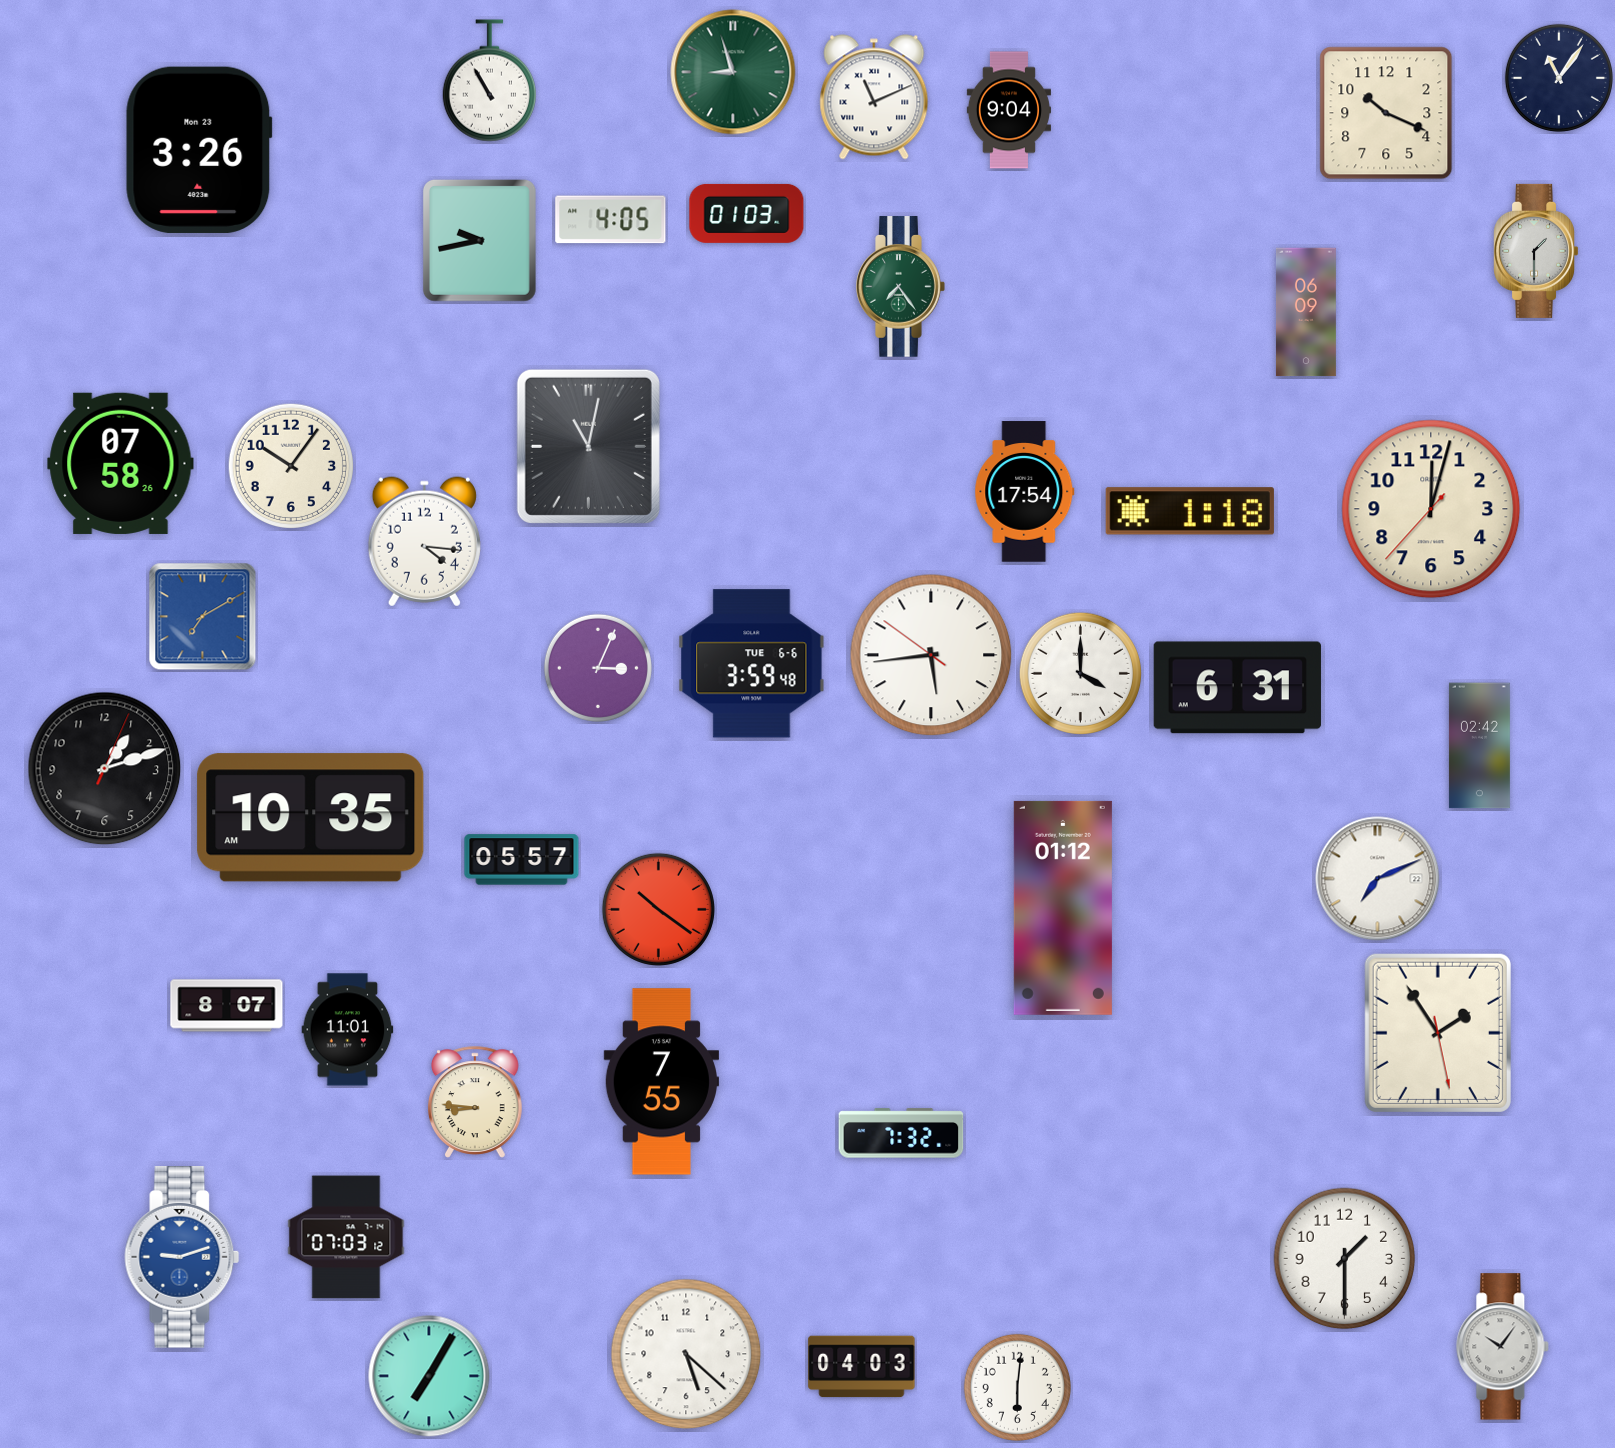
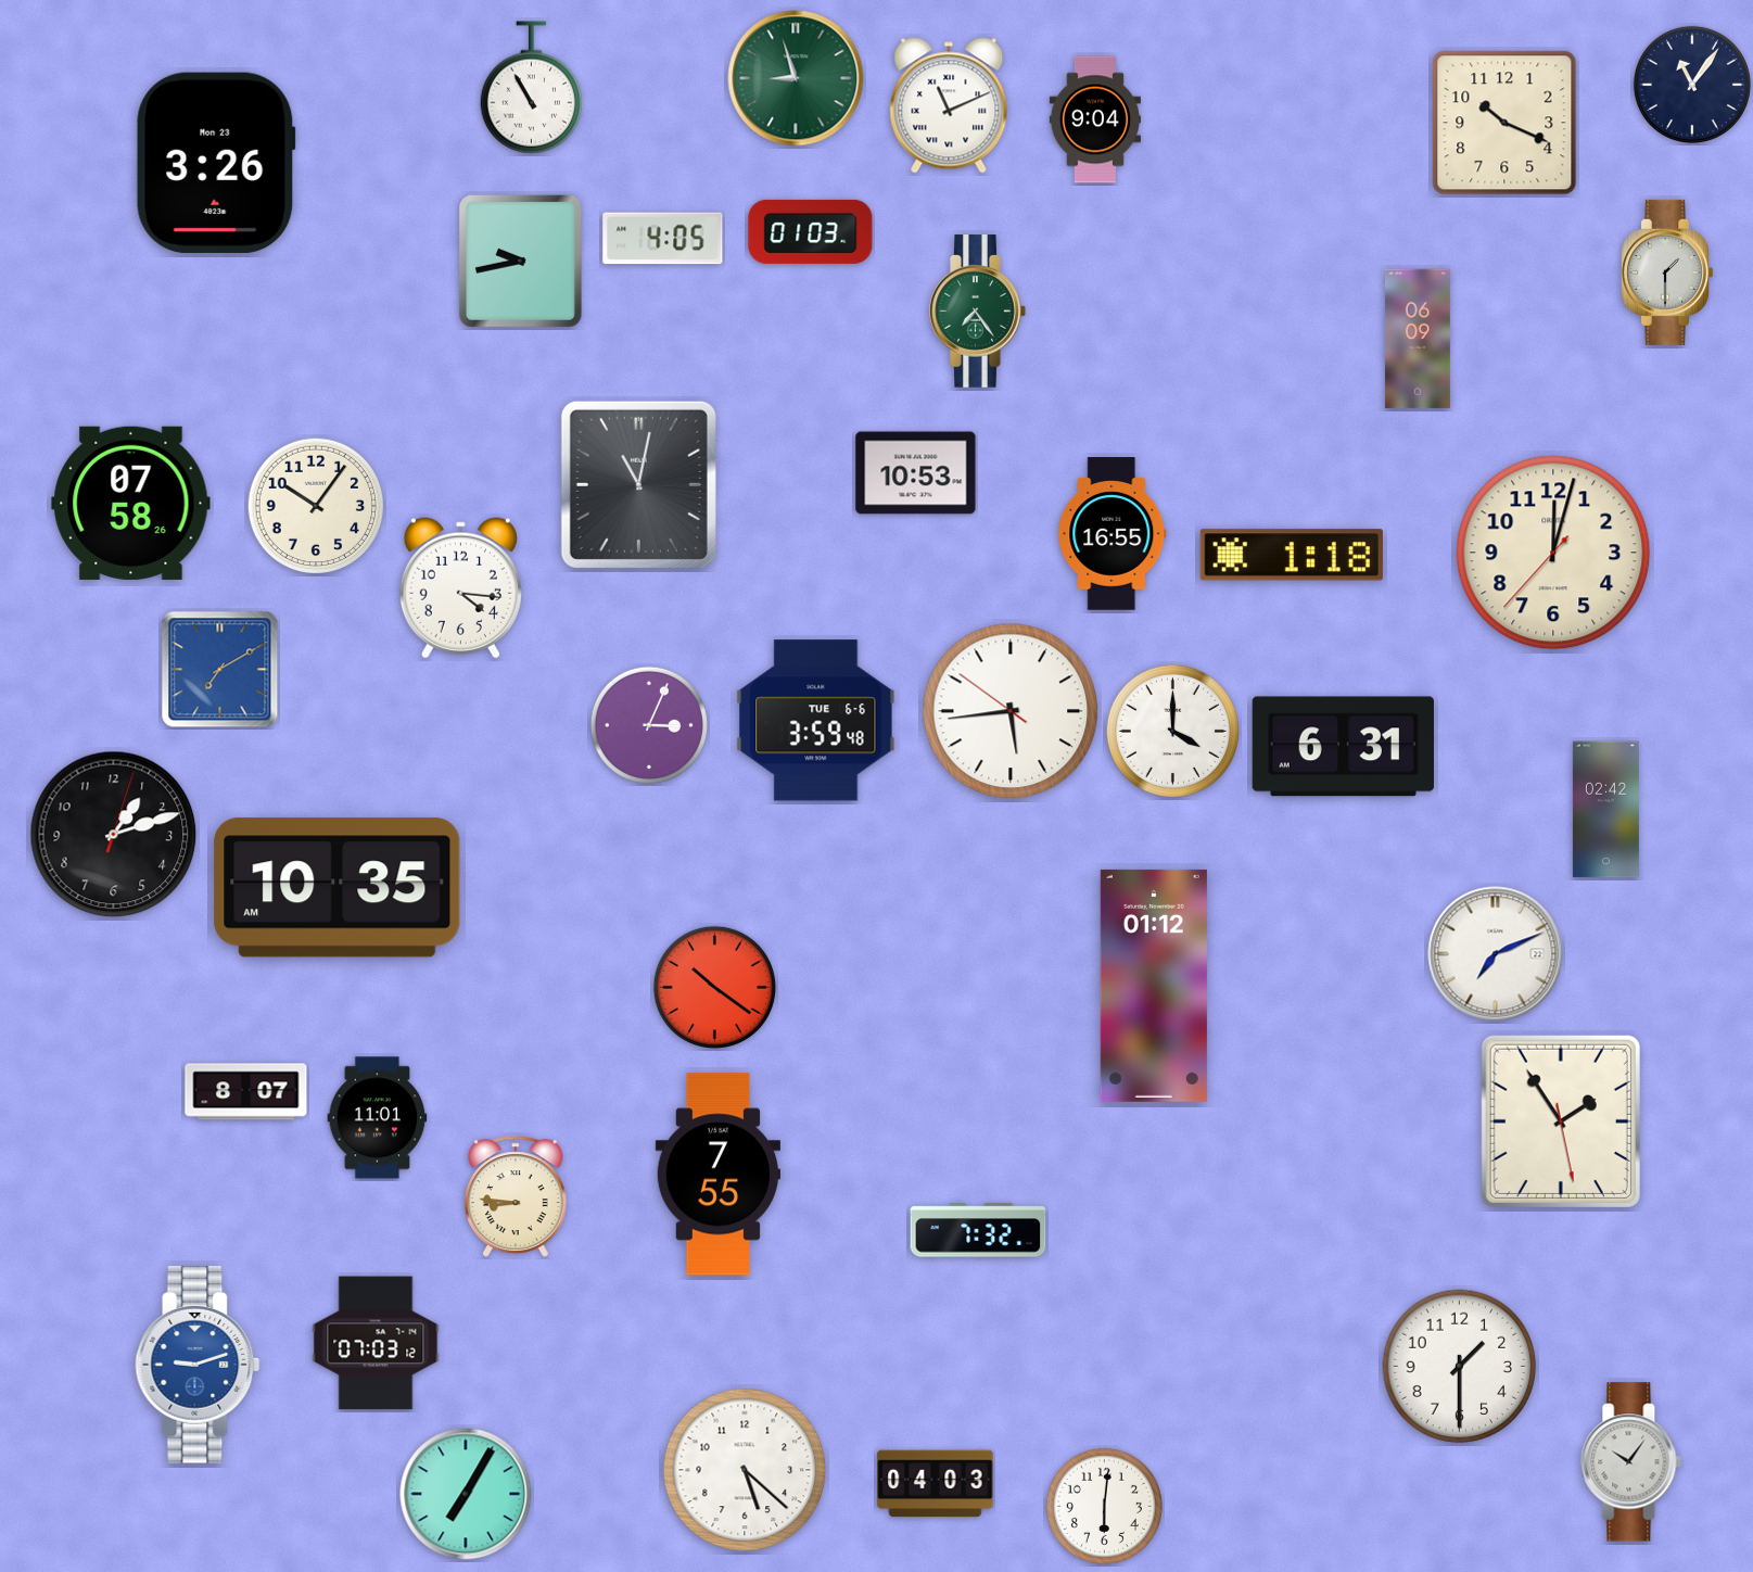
clock at (916, 473): none -> 10:53
clock at (1025, 492): 17:54 -> 16:55
clock at (105, 769): 1:12:04 -> 1:12:03
clock at (522, 860): 05:57 -> none
